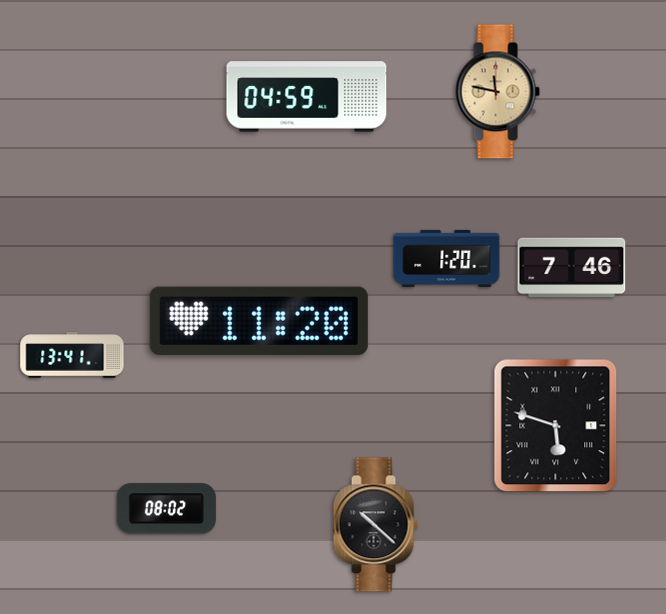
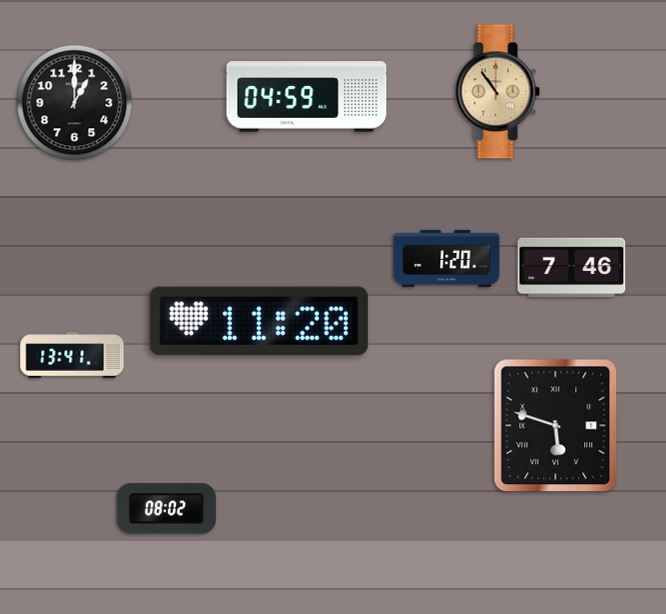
clock at (497, 92): 11:47 -> 10:54
clock at (75, 103): none -> 1:00
clock at (375, 525): 10:22 -> none
